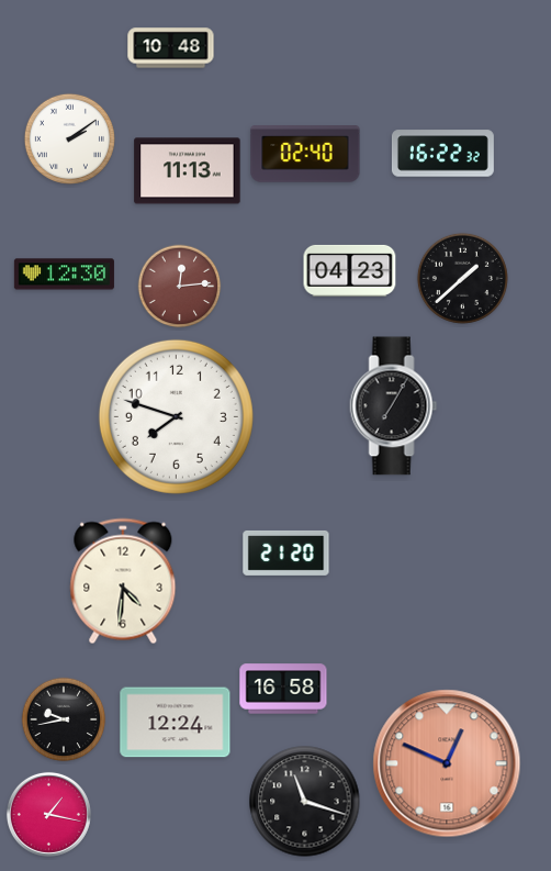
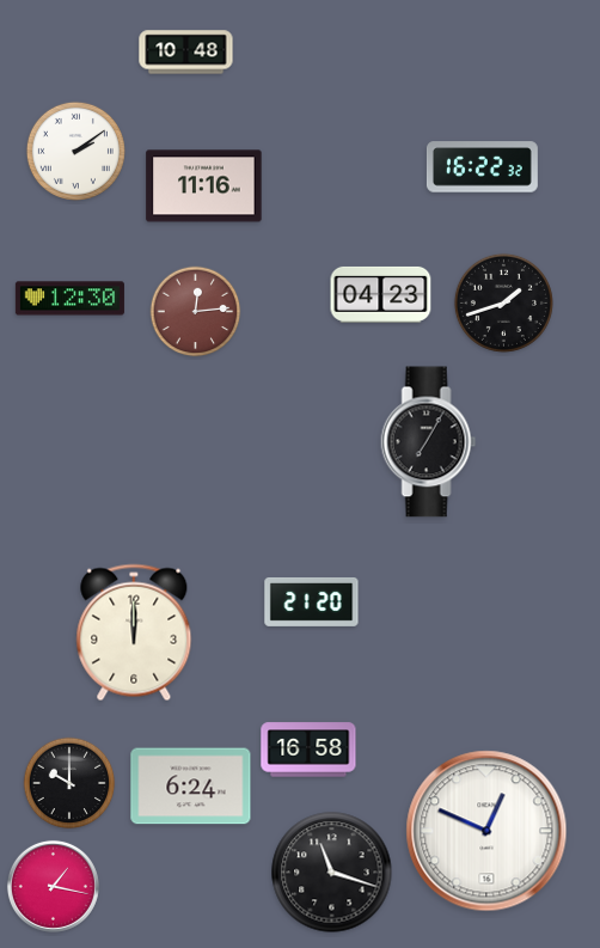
clock at (305, 154): 02:40 -> none
clock at (188, 171): 11:13 -> 11:16
clock at (462, 278): 1:38 -> 1:42
clock at (176, 416): 7:48 -> none
clock at (123, 581): 4:31 -> 12:00
clock at (64, 719): 9:43 -> 10:00
clock at (176, 723): 12:24 -> 6:24
clock at (447, 763) dial: salmon -> white
